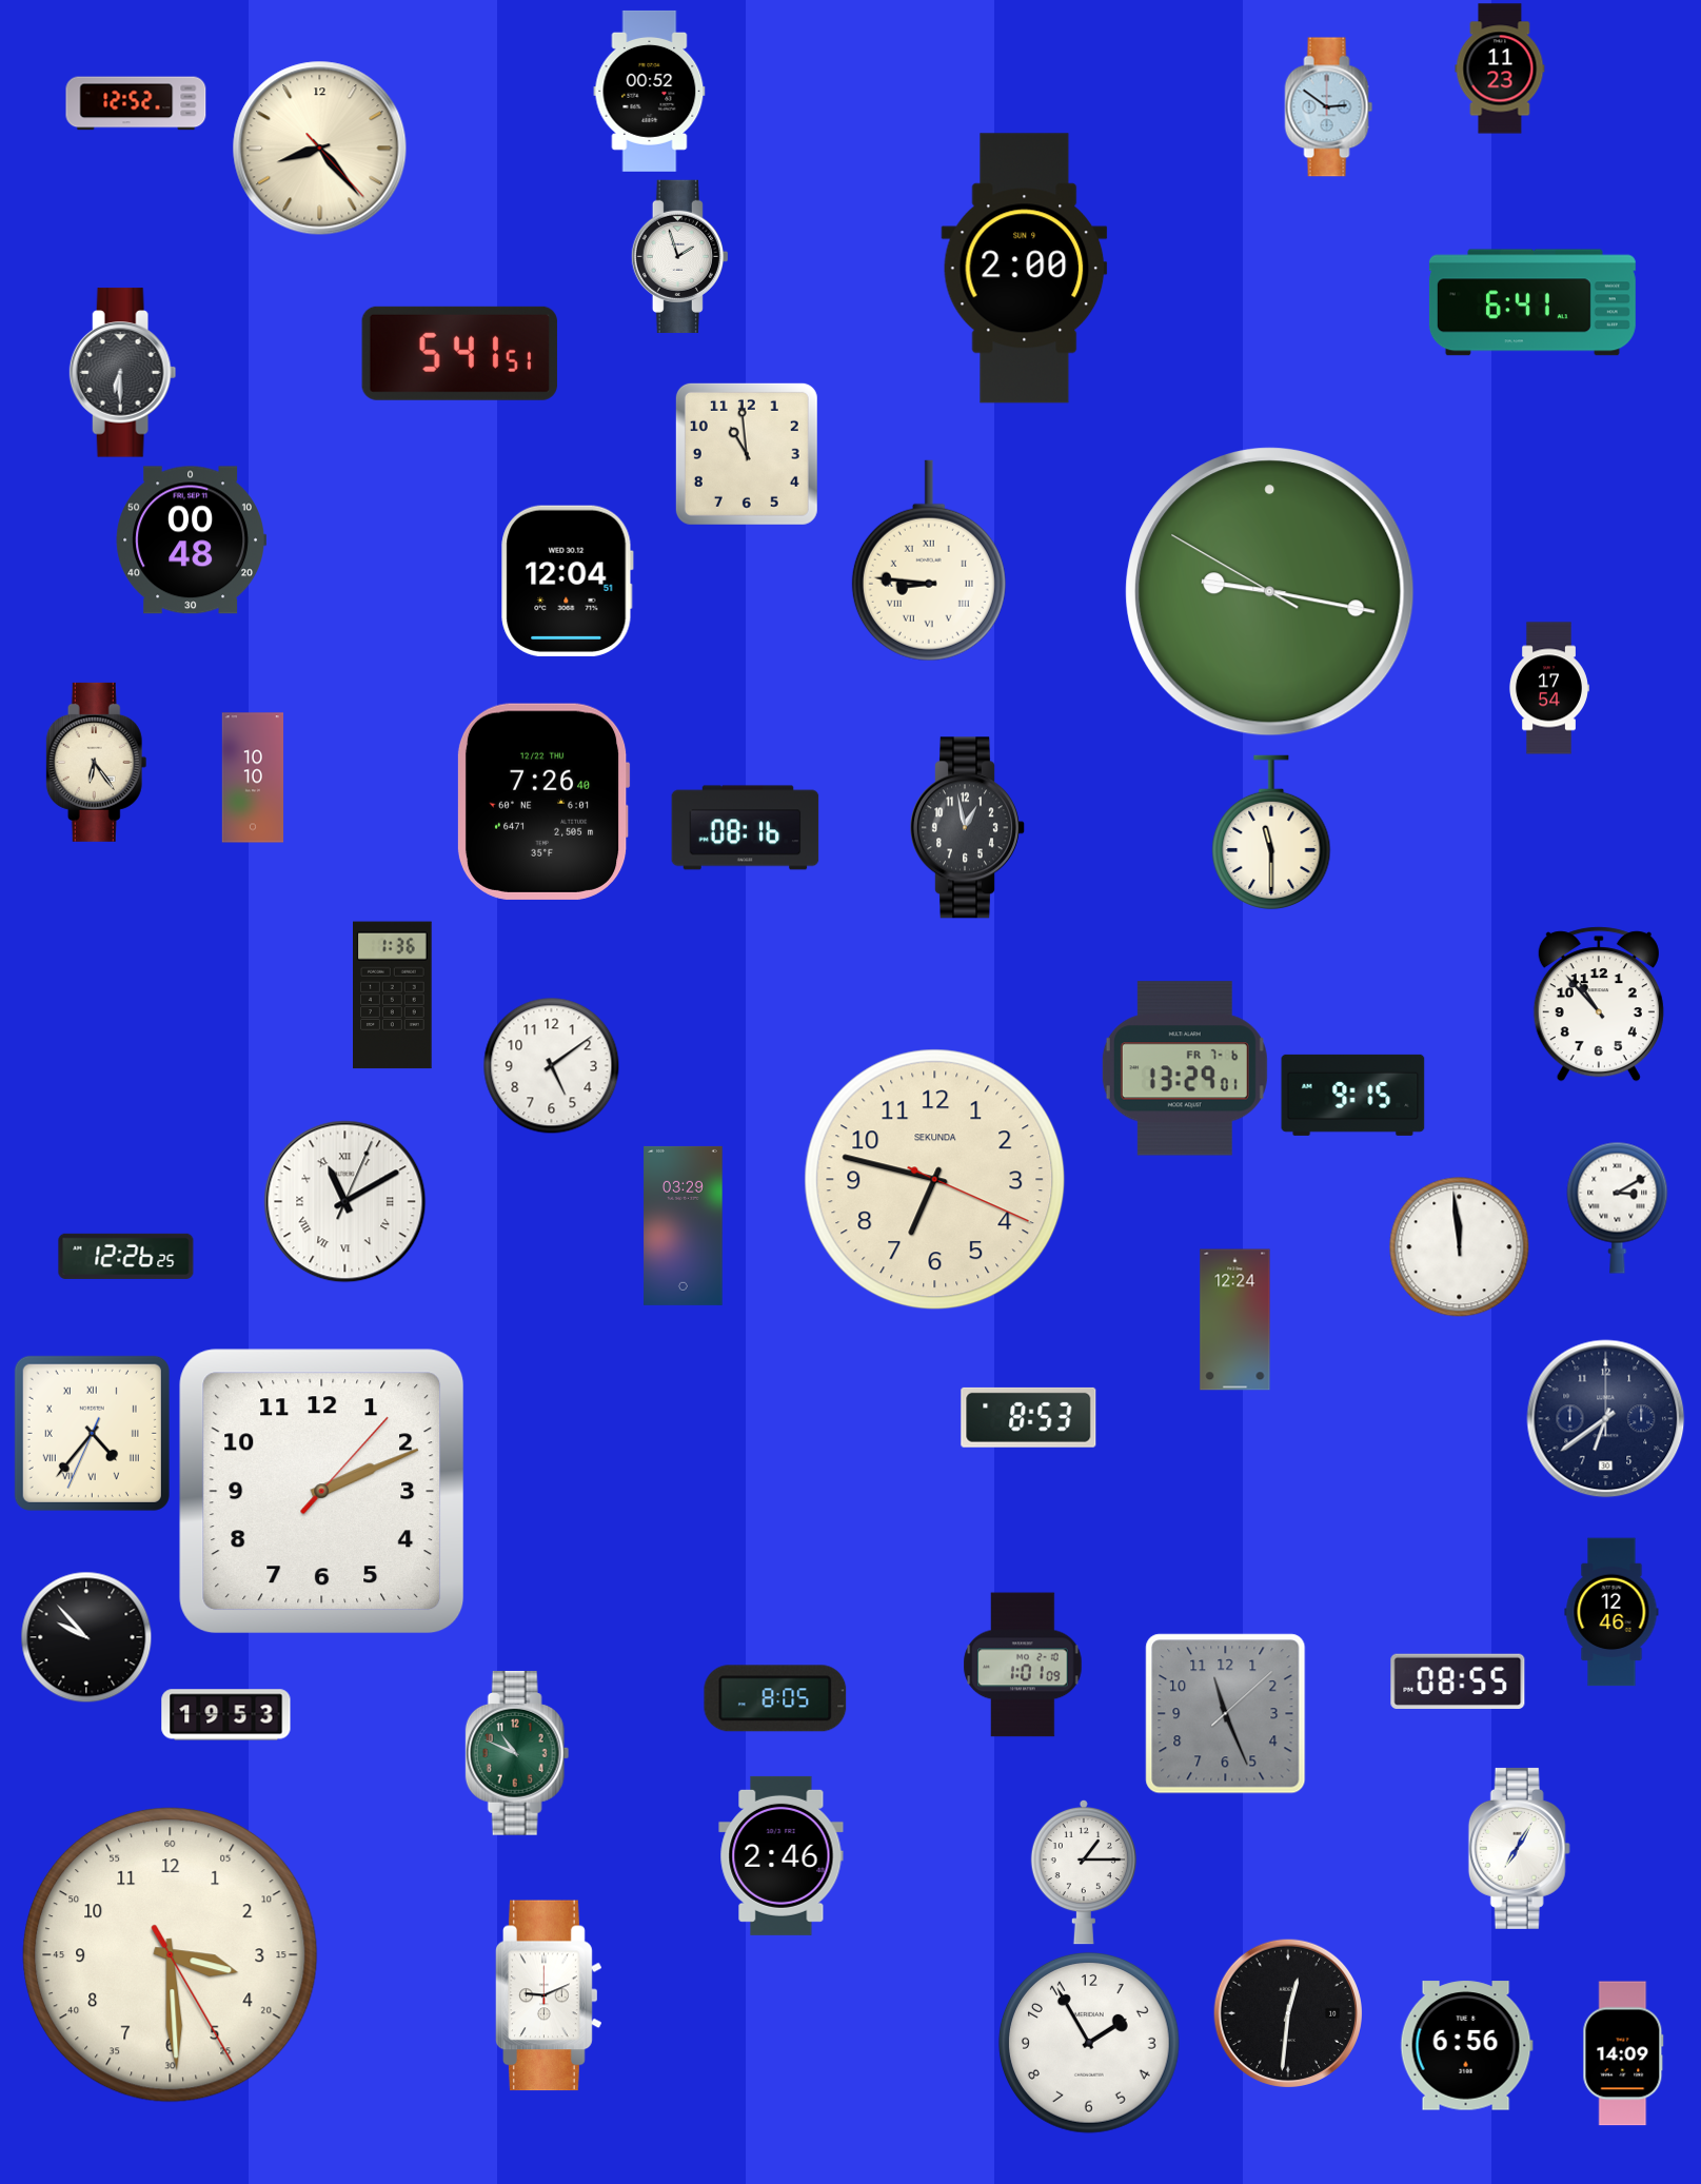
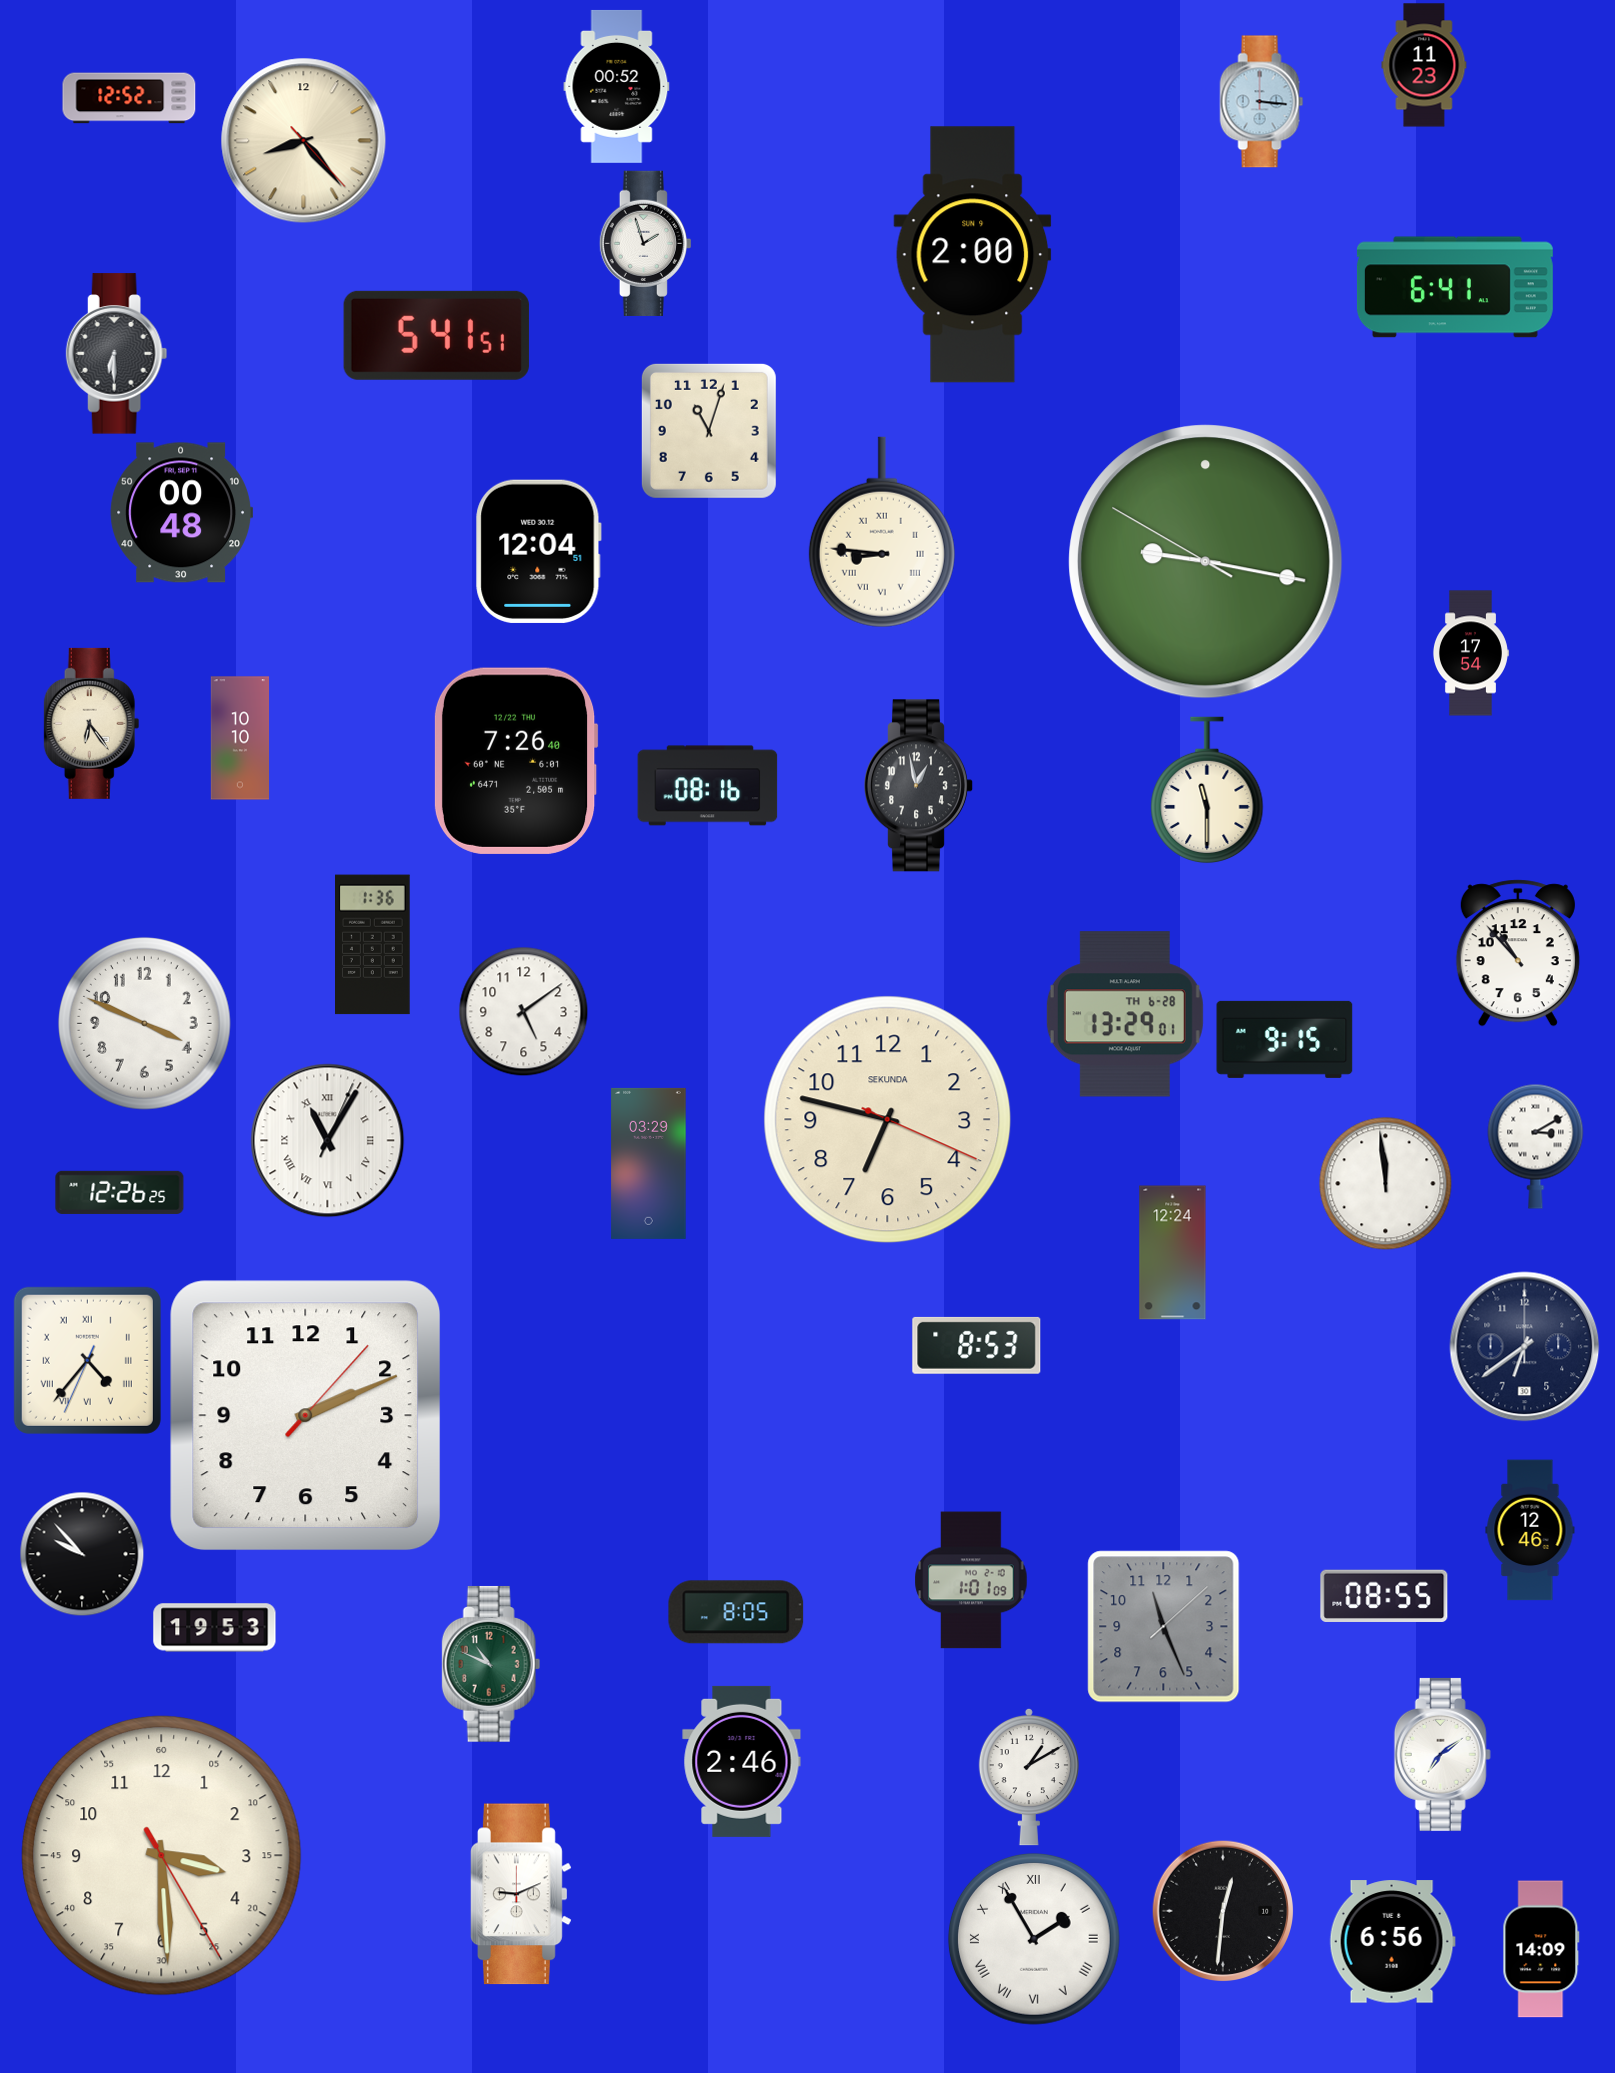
clock at (1329, 107): 2:51 -> 3:16
clock at (747, 454): 10:59 -> 11:03
clock at (1185, 1068) date: FR 7-6 -> TH 6-28
clock at (144, 1023): none -> 3:49
clock at (345, 1202): 11:10 -> 11:05
clock at (1519, 1848): 7:05 -> 7:09
clock at (1084, 1872): 1:15 -> 1:10
clock at (1089, 2043) numerals: Arabic -> Roman
